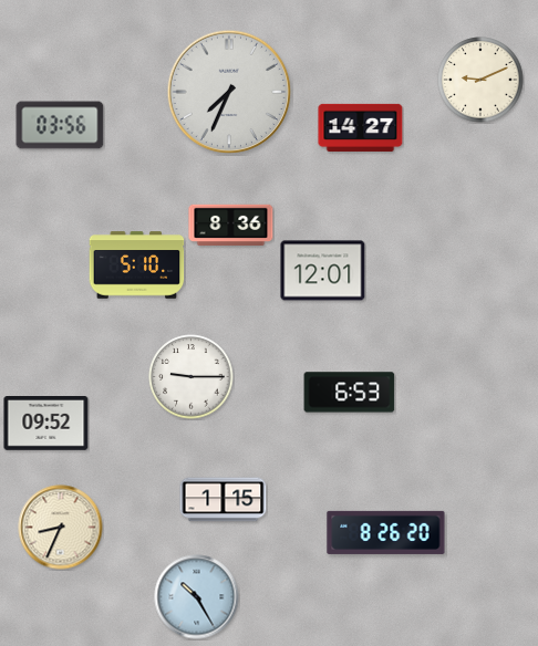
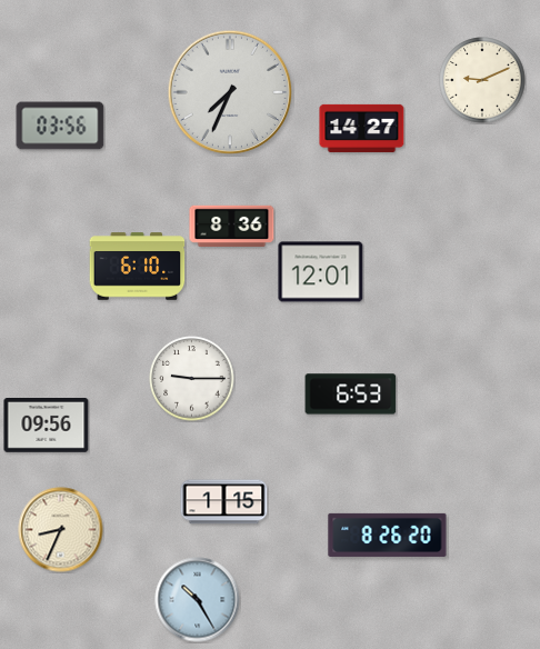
clock at (137, 265): 5:10 -> 6:10
clock at (323, 271) position: (323, 271) -> (321, 272)
clock at (46, 424): 09:52 -> 09:56
